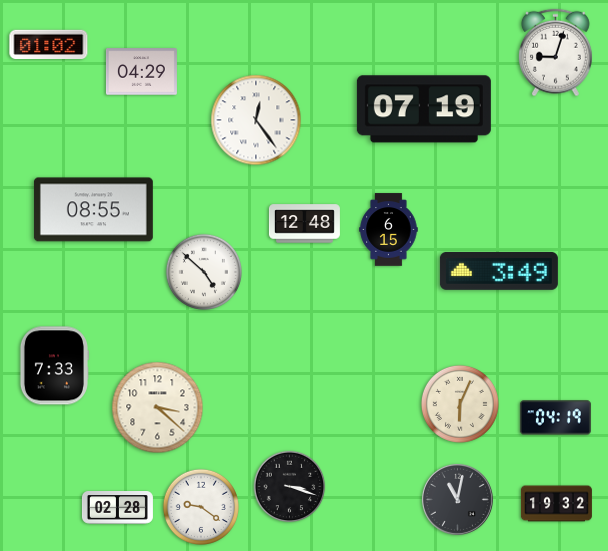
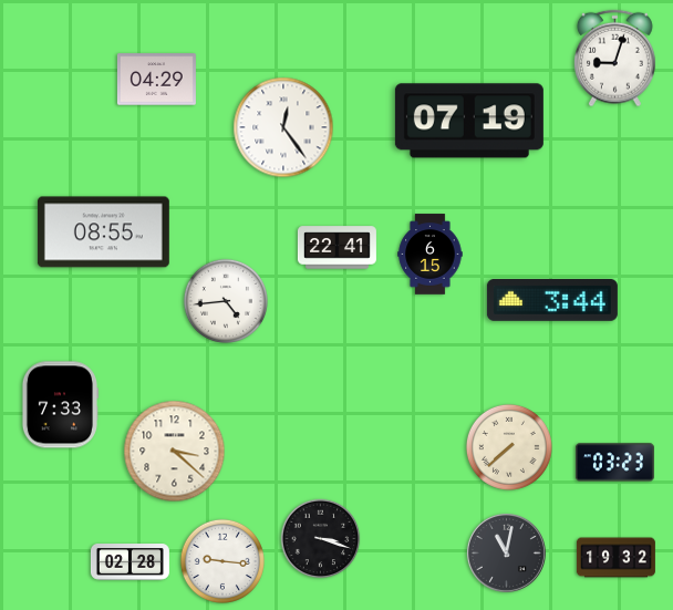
clock at (49, 45): 01:02 -> none
clock at (256, 120) position: (256, 120) -> (283, 127)
clock at (304, 224): 12:48 -> 22:41
clock at (499, 271): 3:49 -> 3:44
clock at (204, 272): 4:52 -> 4:44
clock at (460, 404): 6:04 -> 7:38
clock at (555, 418): 04:19 -> 03:23
clock at (201, 507): 9:21 -> 9:16
